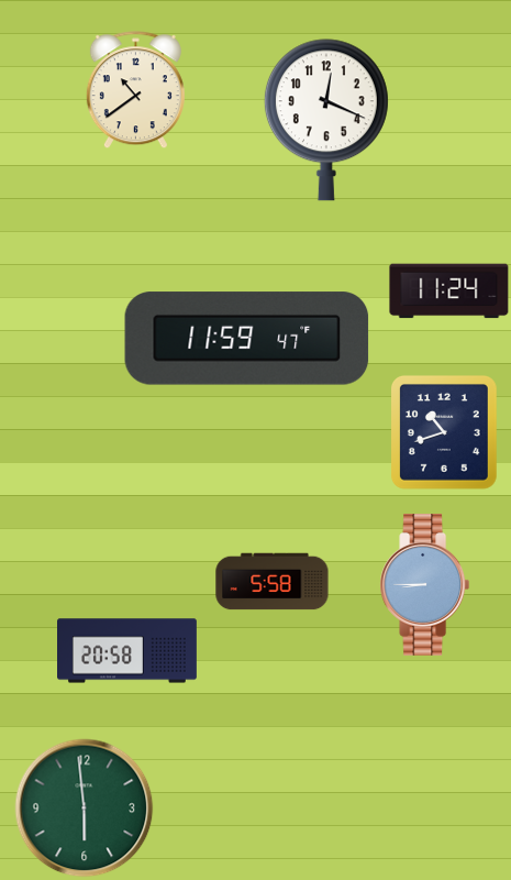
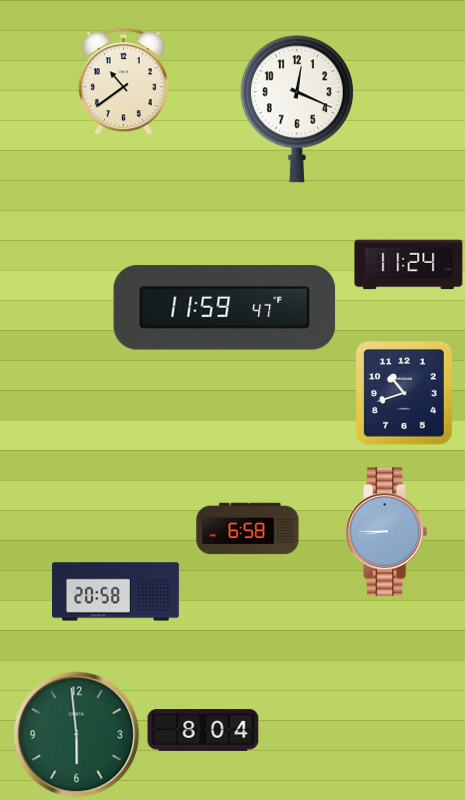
clock at (273, 582): 5:58 -> 6:58
clock at (203, 730): none -> 8:04
